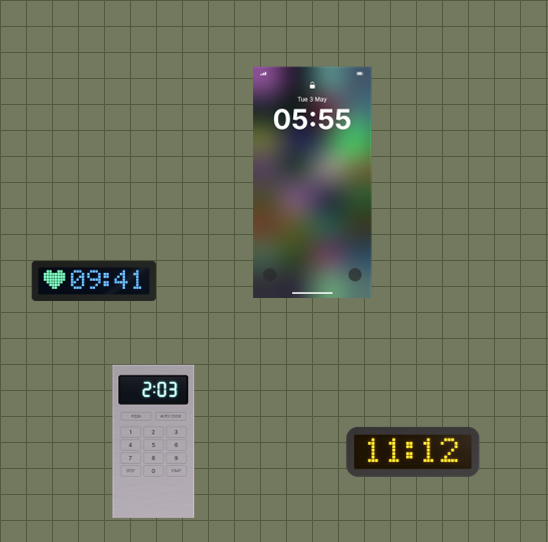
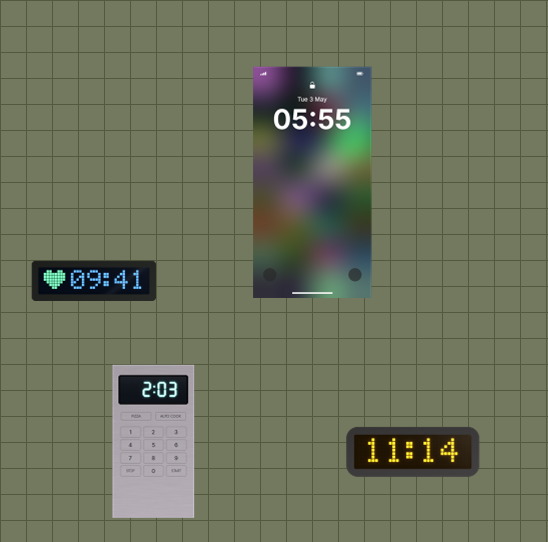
clock at (413, 452): 11:12 -> 11:14
